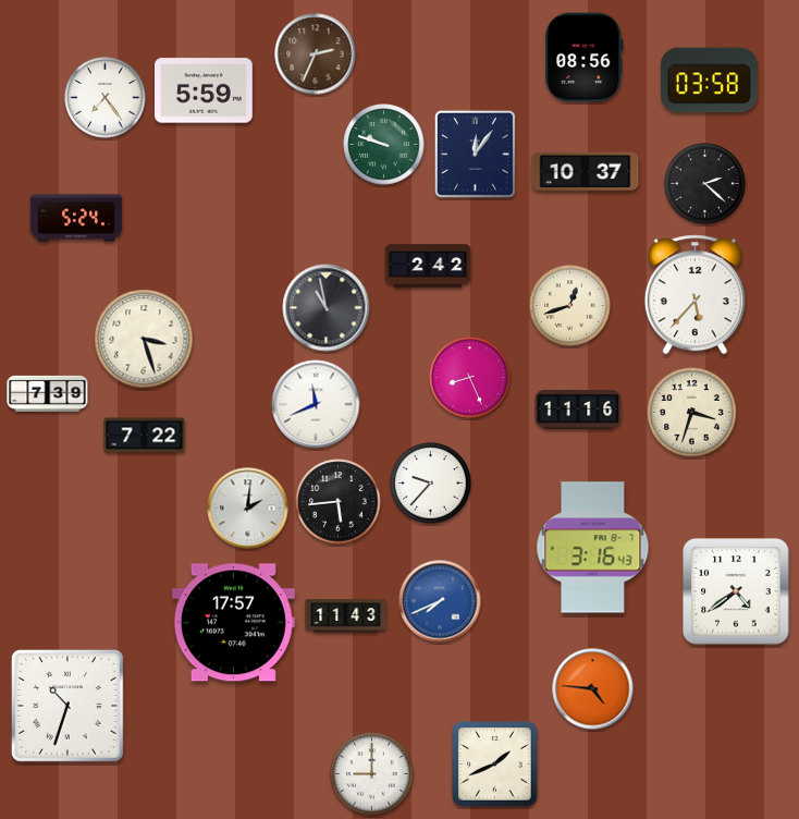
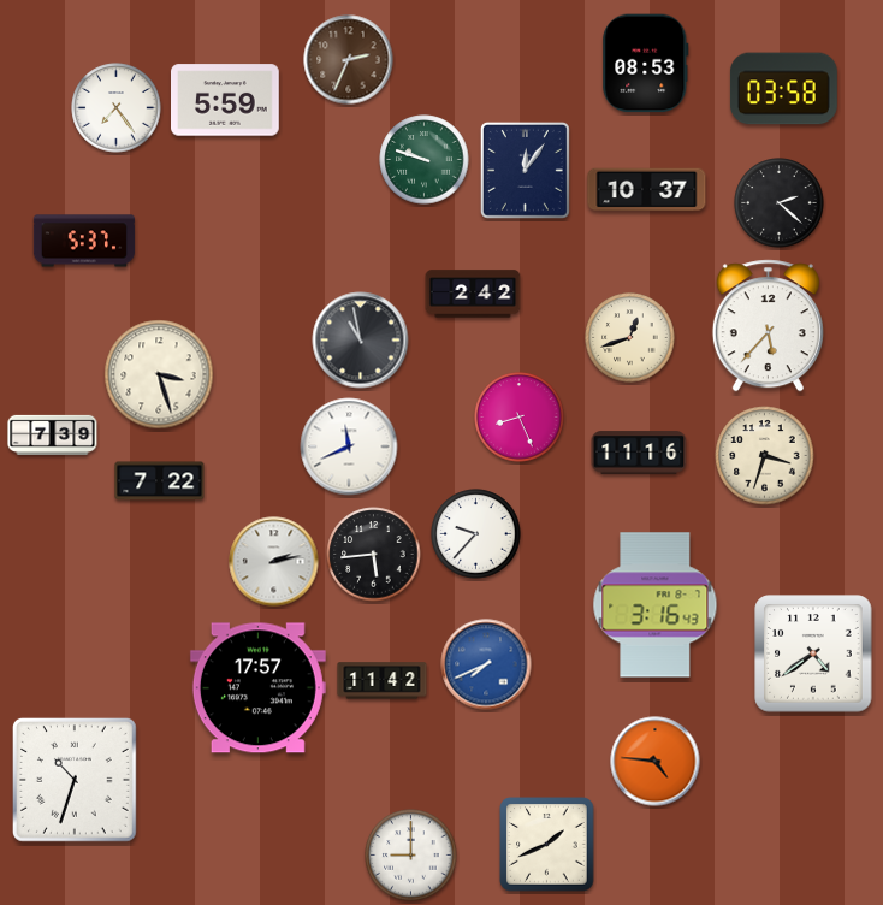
clock at (585, 58): 08:56 -> 08:53
clock at (76, 218): 5:24 -> 5:37
clock at (248, 509): 2:01 -> 2:13
clock at (346, 616): 11:43 -> 11:42
